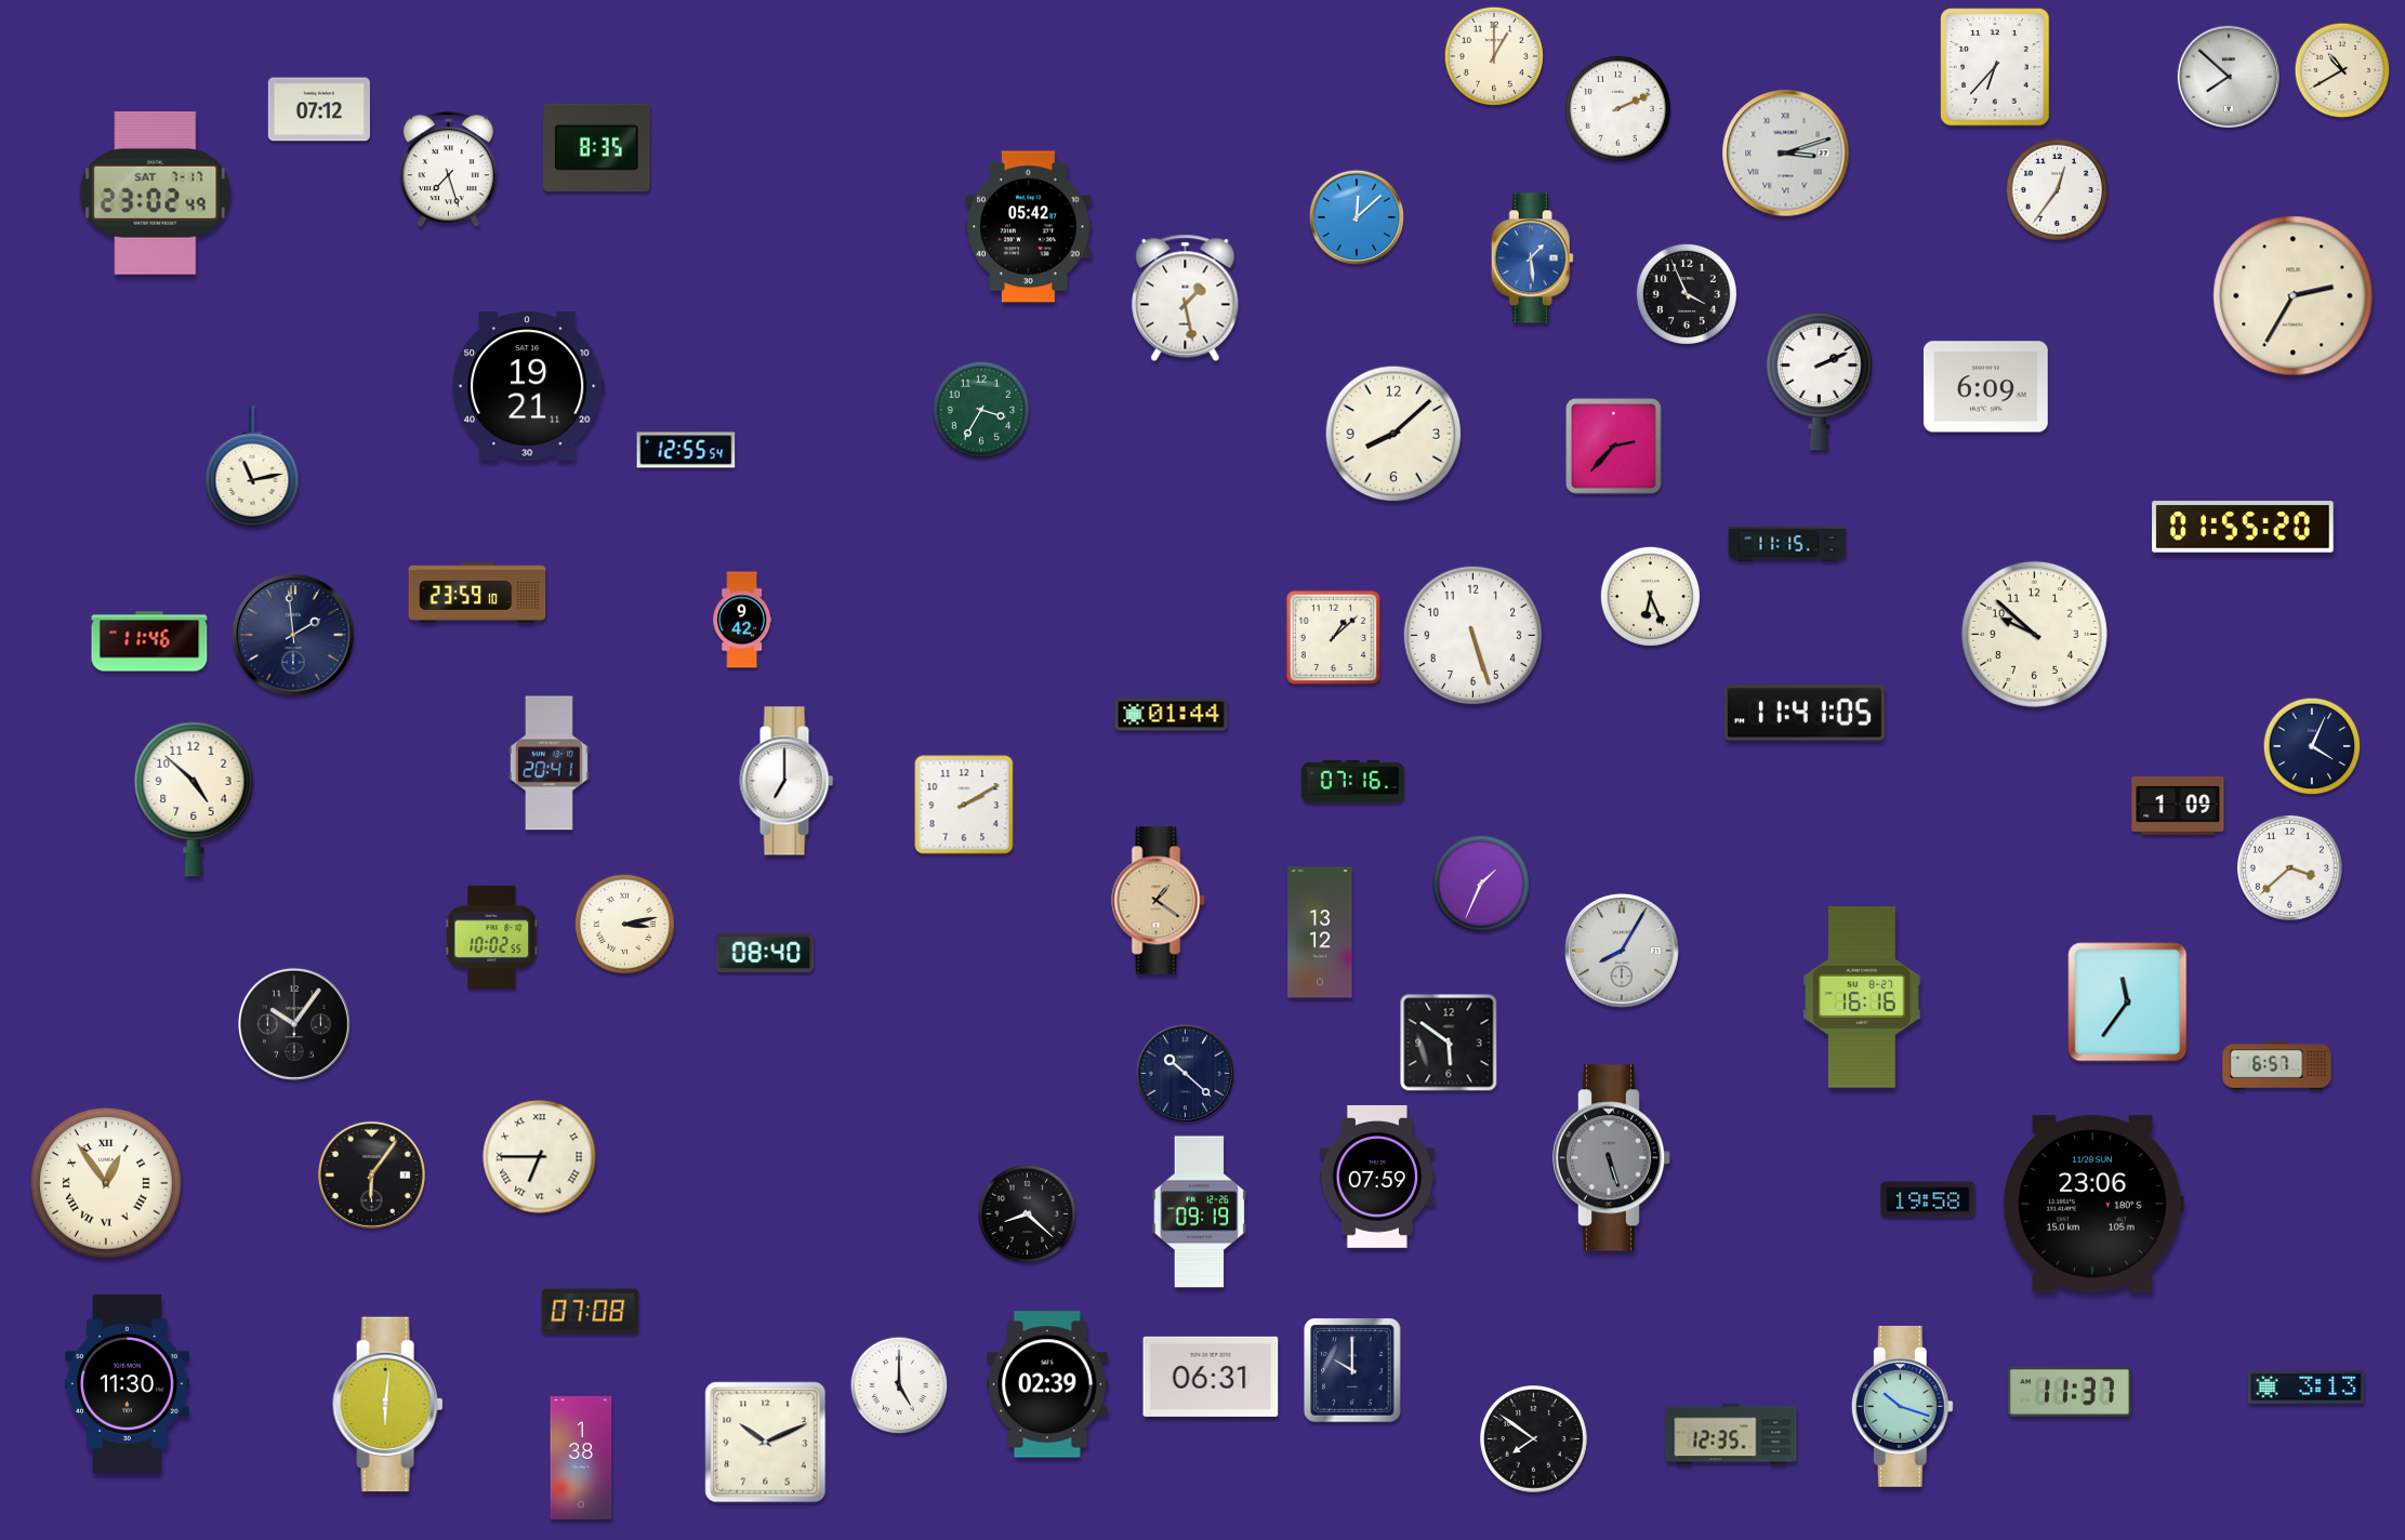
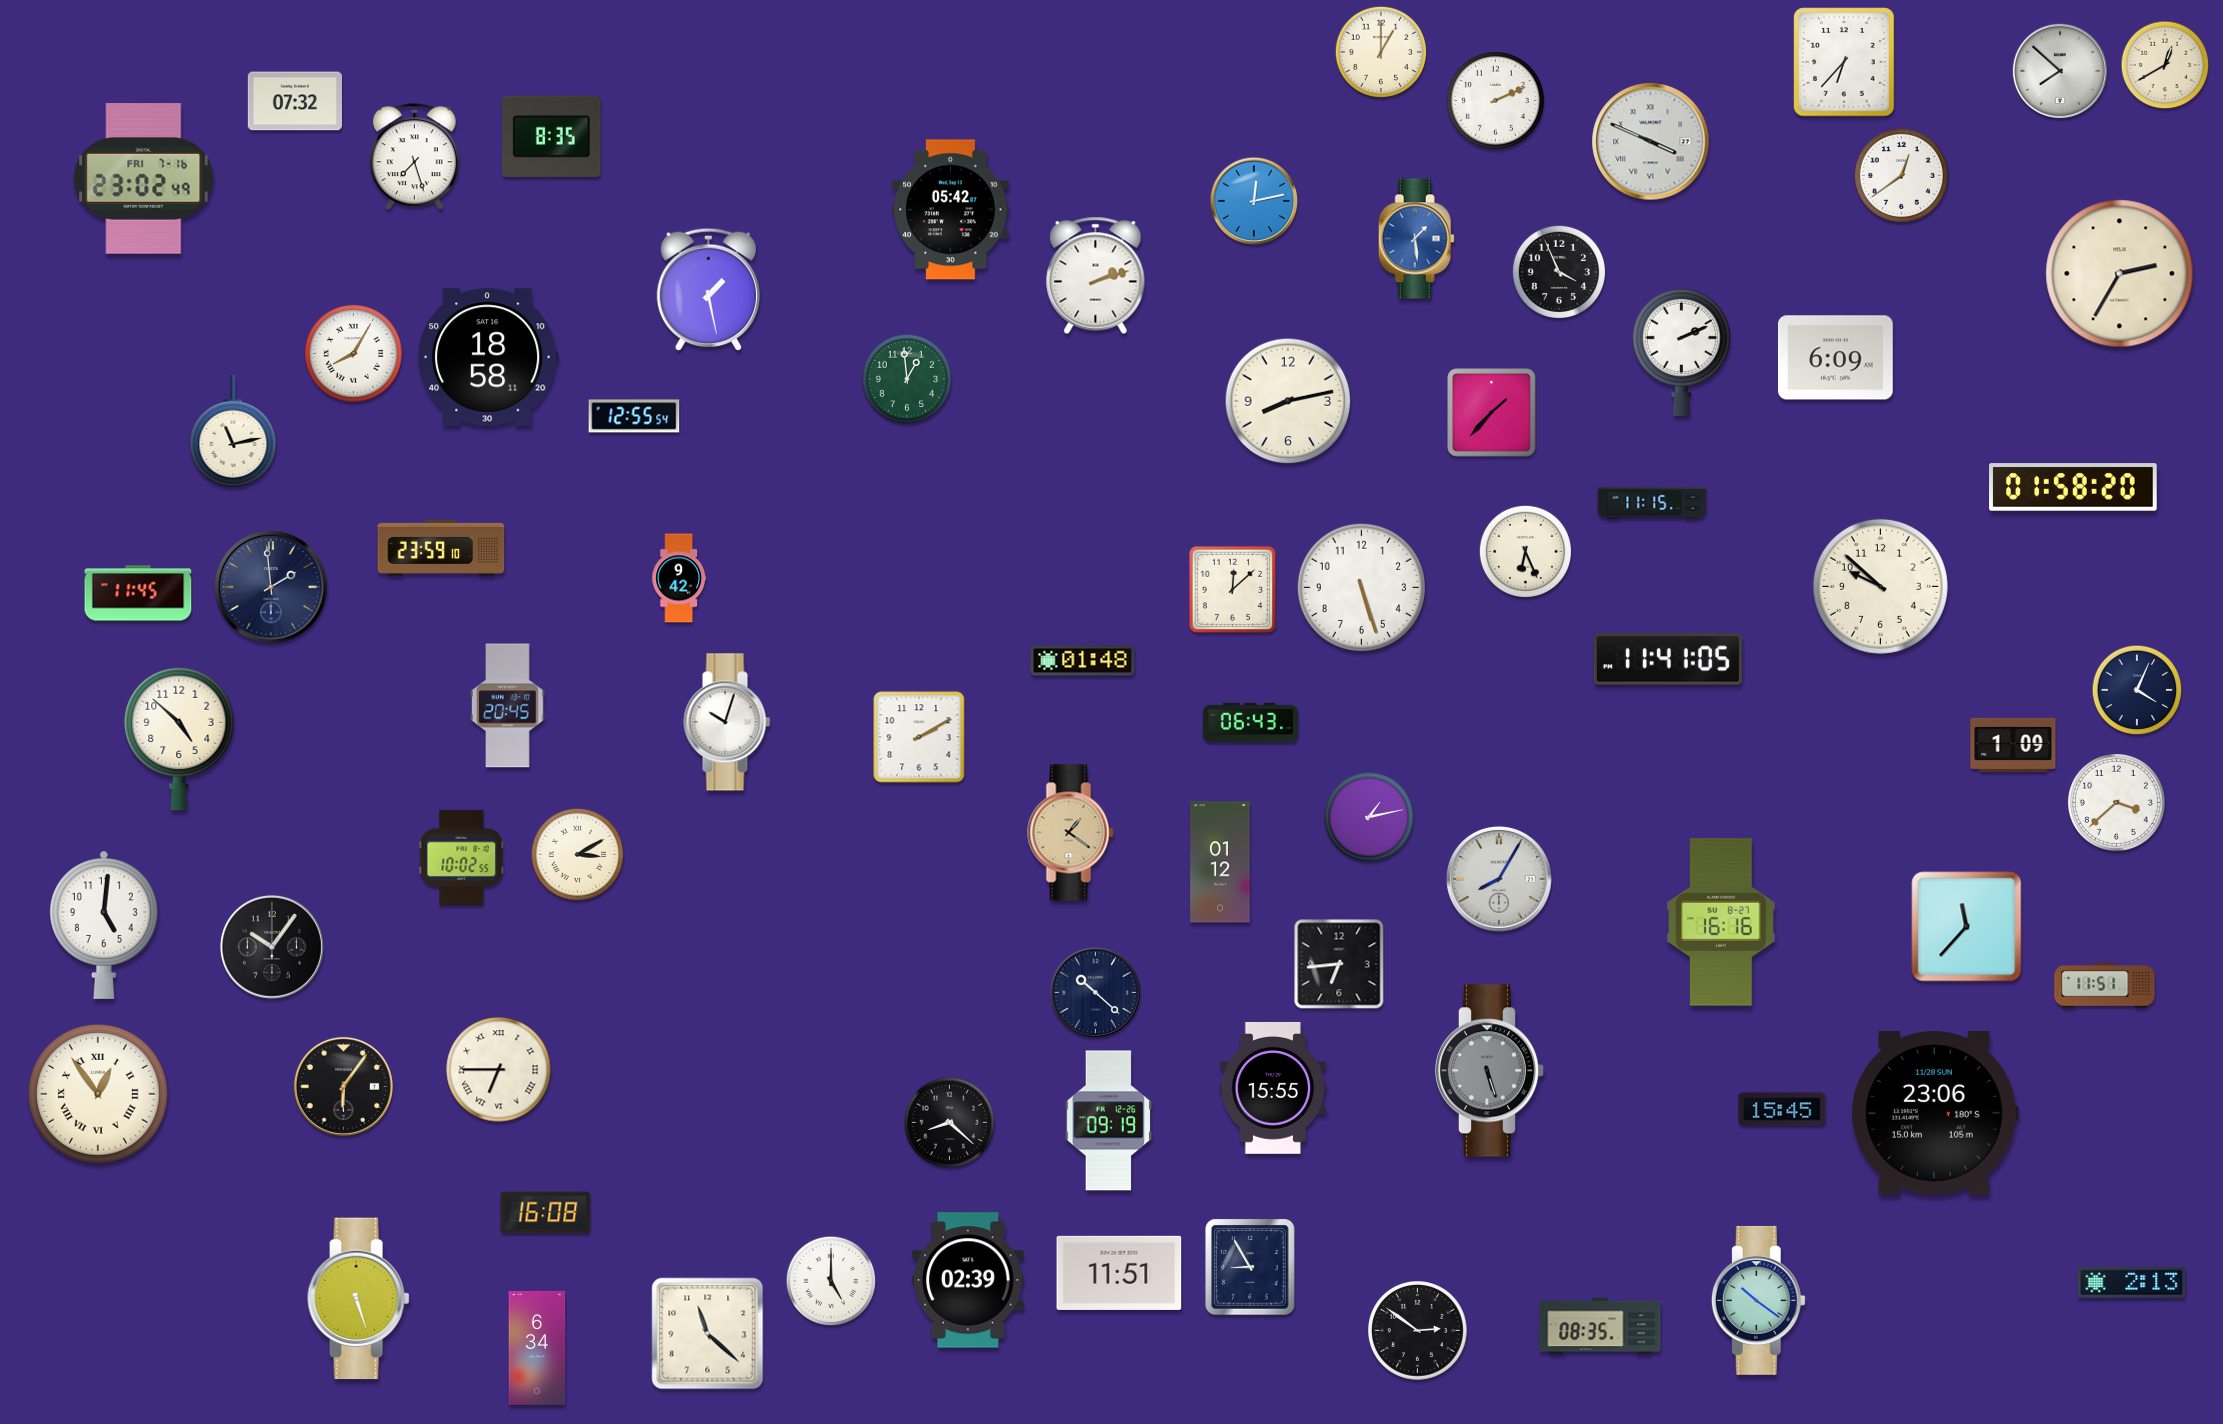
clock at (2342, 70): 10:40 -> 12:40
clock at (319, 109): 07:12 -> 07:32
clock at (1786, 154): 3:12 -> 3:49
clock at (2057, 189): 12:36 -> 12:39
clock at (156, 194) date: SAT 7-17 -> FRI 7-16
clock at (1357, 217): 12:08 -> 12:13
clock at (1186, 297): 1:28 -> 2:12
clock at (708, 289): none -> 1:28
clock at (353, 353): none -> 8:05
clock at (528, 386): 19:21 -> 18:58
clock at (981, 410): 3:35 -> 12:59
clock at (1393, 434): 8:08 -> 8:13
clock at (1614, 447): 2:37 -> 1:37
clock at (2243, 527): 01:55 -> 01:58
clock at (742, 620) position: (742, 620) -> (679, 578)
clock at (1334, 638): 1:08 -> 12:08
clock at (149, 641): 11:46 -> 11:45
clock at (1172, 715): 01:44 -> 01:48
clock at (549, 764): 20:41 -> 20:45
clock at (787, 781): 7:00 -> 10:03
clock at (1352, 782): 07:16 -> 06:43
clock at (964, 805) position: (964, 805) -> (919, 737)
clock at (1481, 884): 1:34 -> 1:13
clock at (624, 924): 3:13 -> 3:10
clock at (1320, 932): 13:12 -> 01:12
clock at (492, 937) position: (492, 937) -> (462, 857)
clock at (765, 952): 08:40 -> none
clock at (104, 925): none -> 5:01
clock at (2128, 1003): 11:36 -> 11:37
clock at (1449, 1043): 5:51 -> 6:44
clock at (2277, 1066): 6:57 -> 11:51
clock at (1377, 1177): 07:59 -> 15:55
clock at (1928, 1199): 19:58 -> 15:45
clock at (591, 1312): 07:08 -> 16:08
clock at (1352, 1370): 10:00 -> 8:55
clock at (1211, 1377): 06:31 -> 11:51
clock at (127, 1383): 11:30 -> none
clock at (2307, 1386): 3:13 -> 2:13
clock at (2070, 1392): 11:37 -> none
clock at (388, 1405): 6:01 -> 5:27
clock at (1902, 1406): 10:18 -> 10:21
clock at (1731, 1434): 12:35 -> 08:35
clock at (1534, 1439): 7:51 -> 2:51
clock at (766, 1443): 10:11 -> 11:22
clock at (581, 1458): 1:38 -> 6:34
